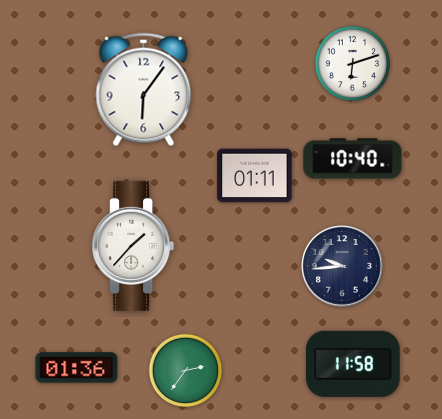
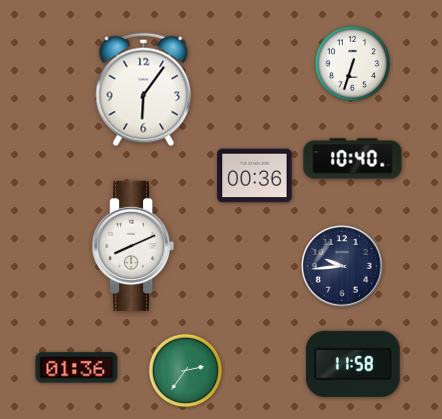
clock at (353, 64): 6:12 -> 6:33
clock at (255, 176): 01:11 -> 00:36
clock at (133, 246): 1:37 -> 8:11
